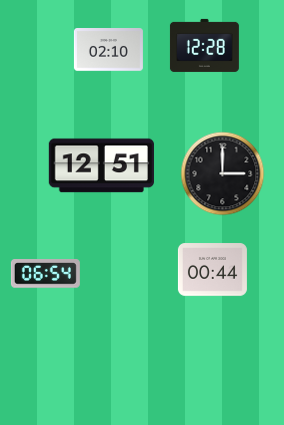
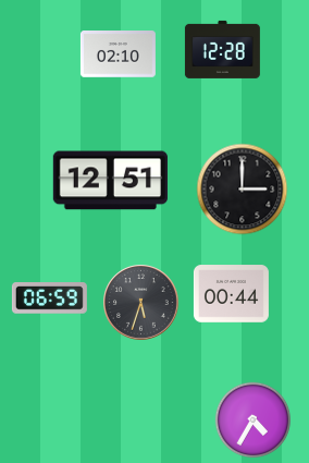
clock at (45, 274): 06:54 -> 06:59
clock at (141, 303): none -> 5:33
clock at (254, 421): none -> 4:35
